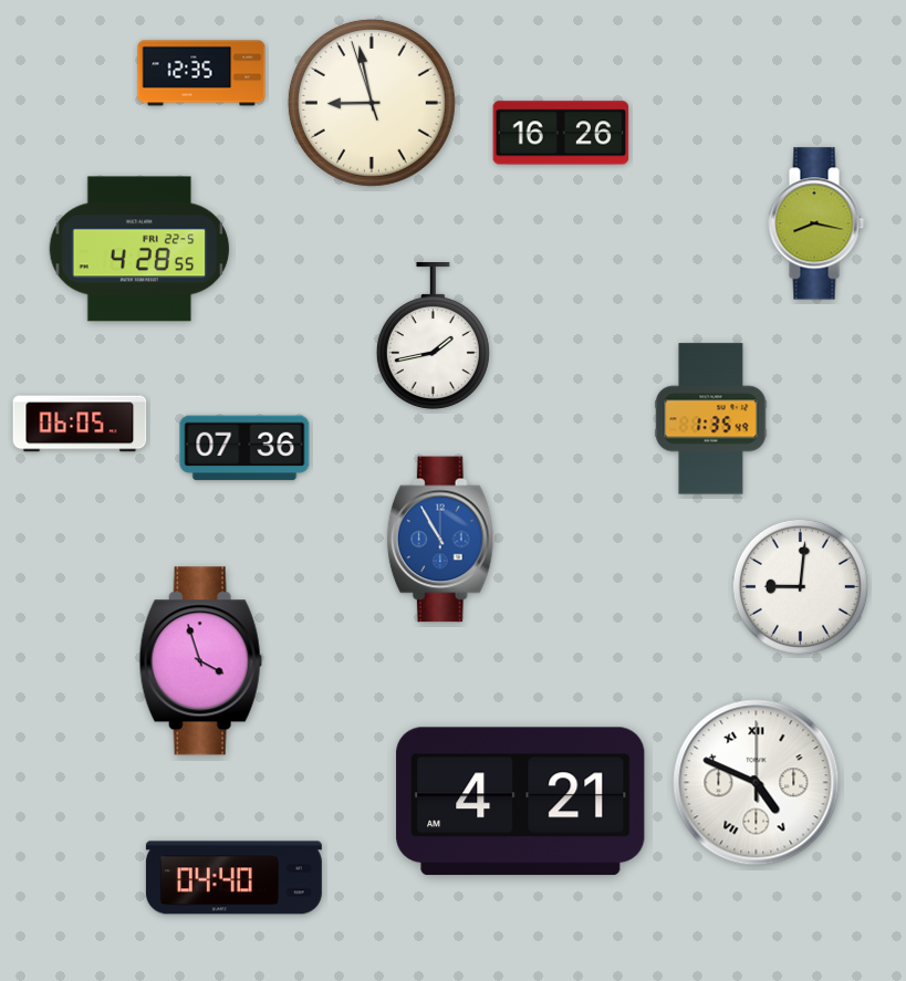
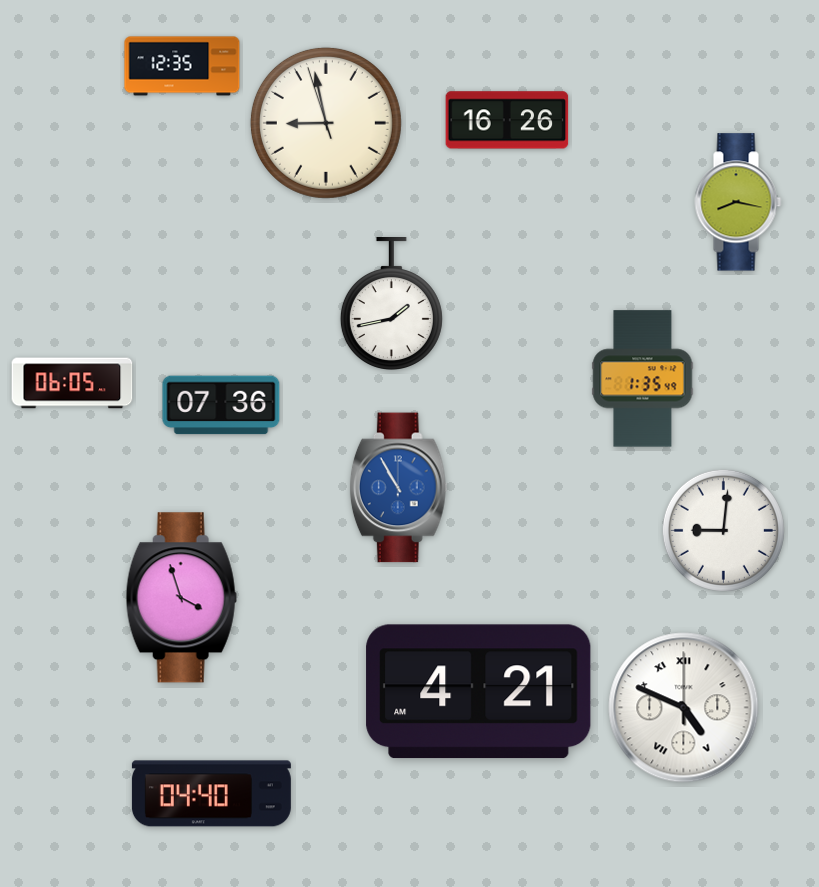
clock at (372, 103) position: (372, 103) -> (326, 123)
clock at (139, 249): 4:28 -> none
clock at (521, 802) position: (521, 802) -> (479, 692)
